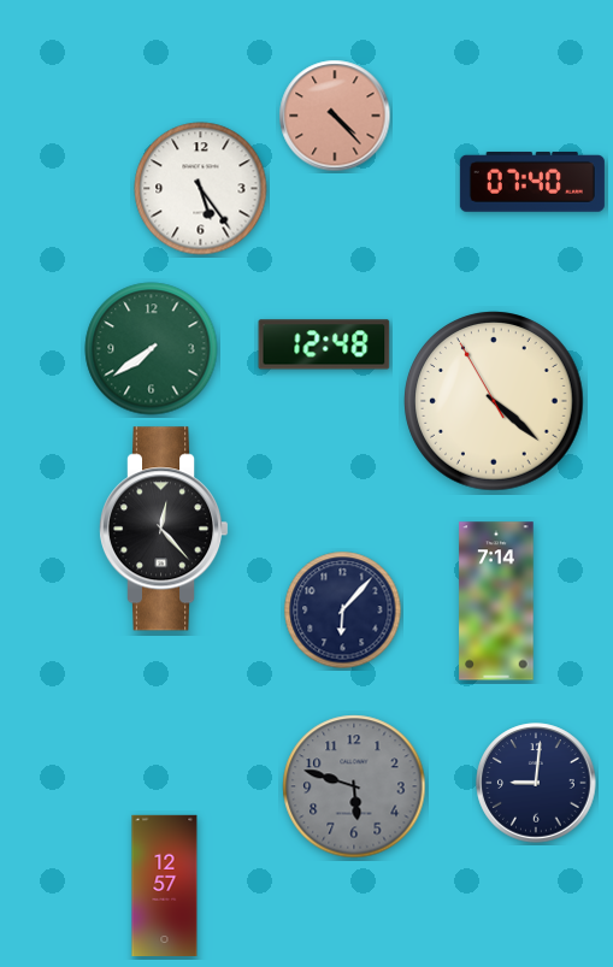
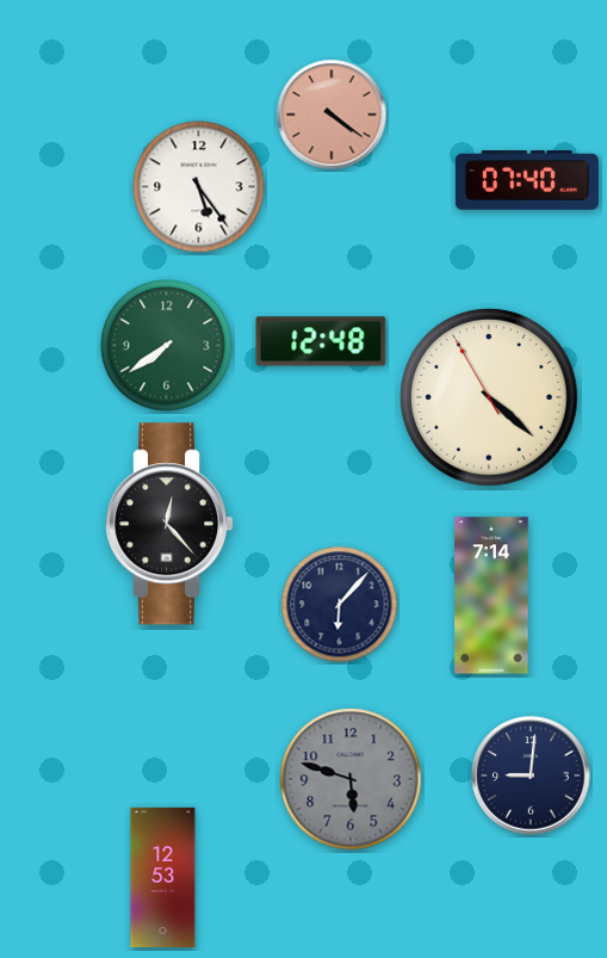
clock at (335, 116): 4:23 -> 4:21
clock at (152, 349) position: (152, 349) -> (167, 346)
clock at (164, 529) position: (164, 529) -> (169, 524)
clock at (165, 885): 12:57 -> 12:53
